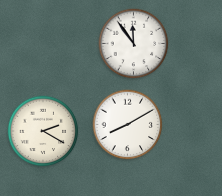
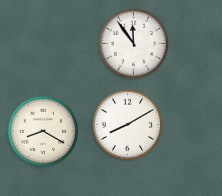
clock at (43, 131): 2:20 -> 8:20
